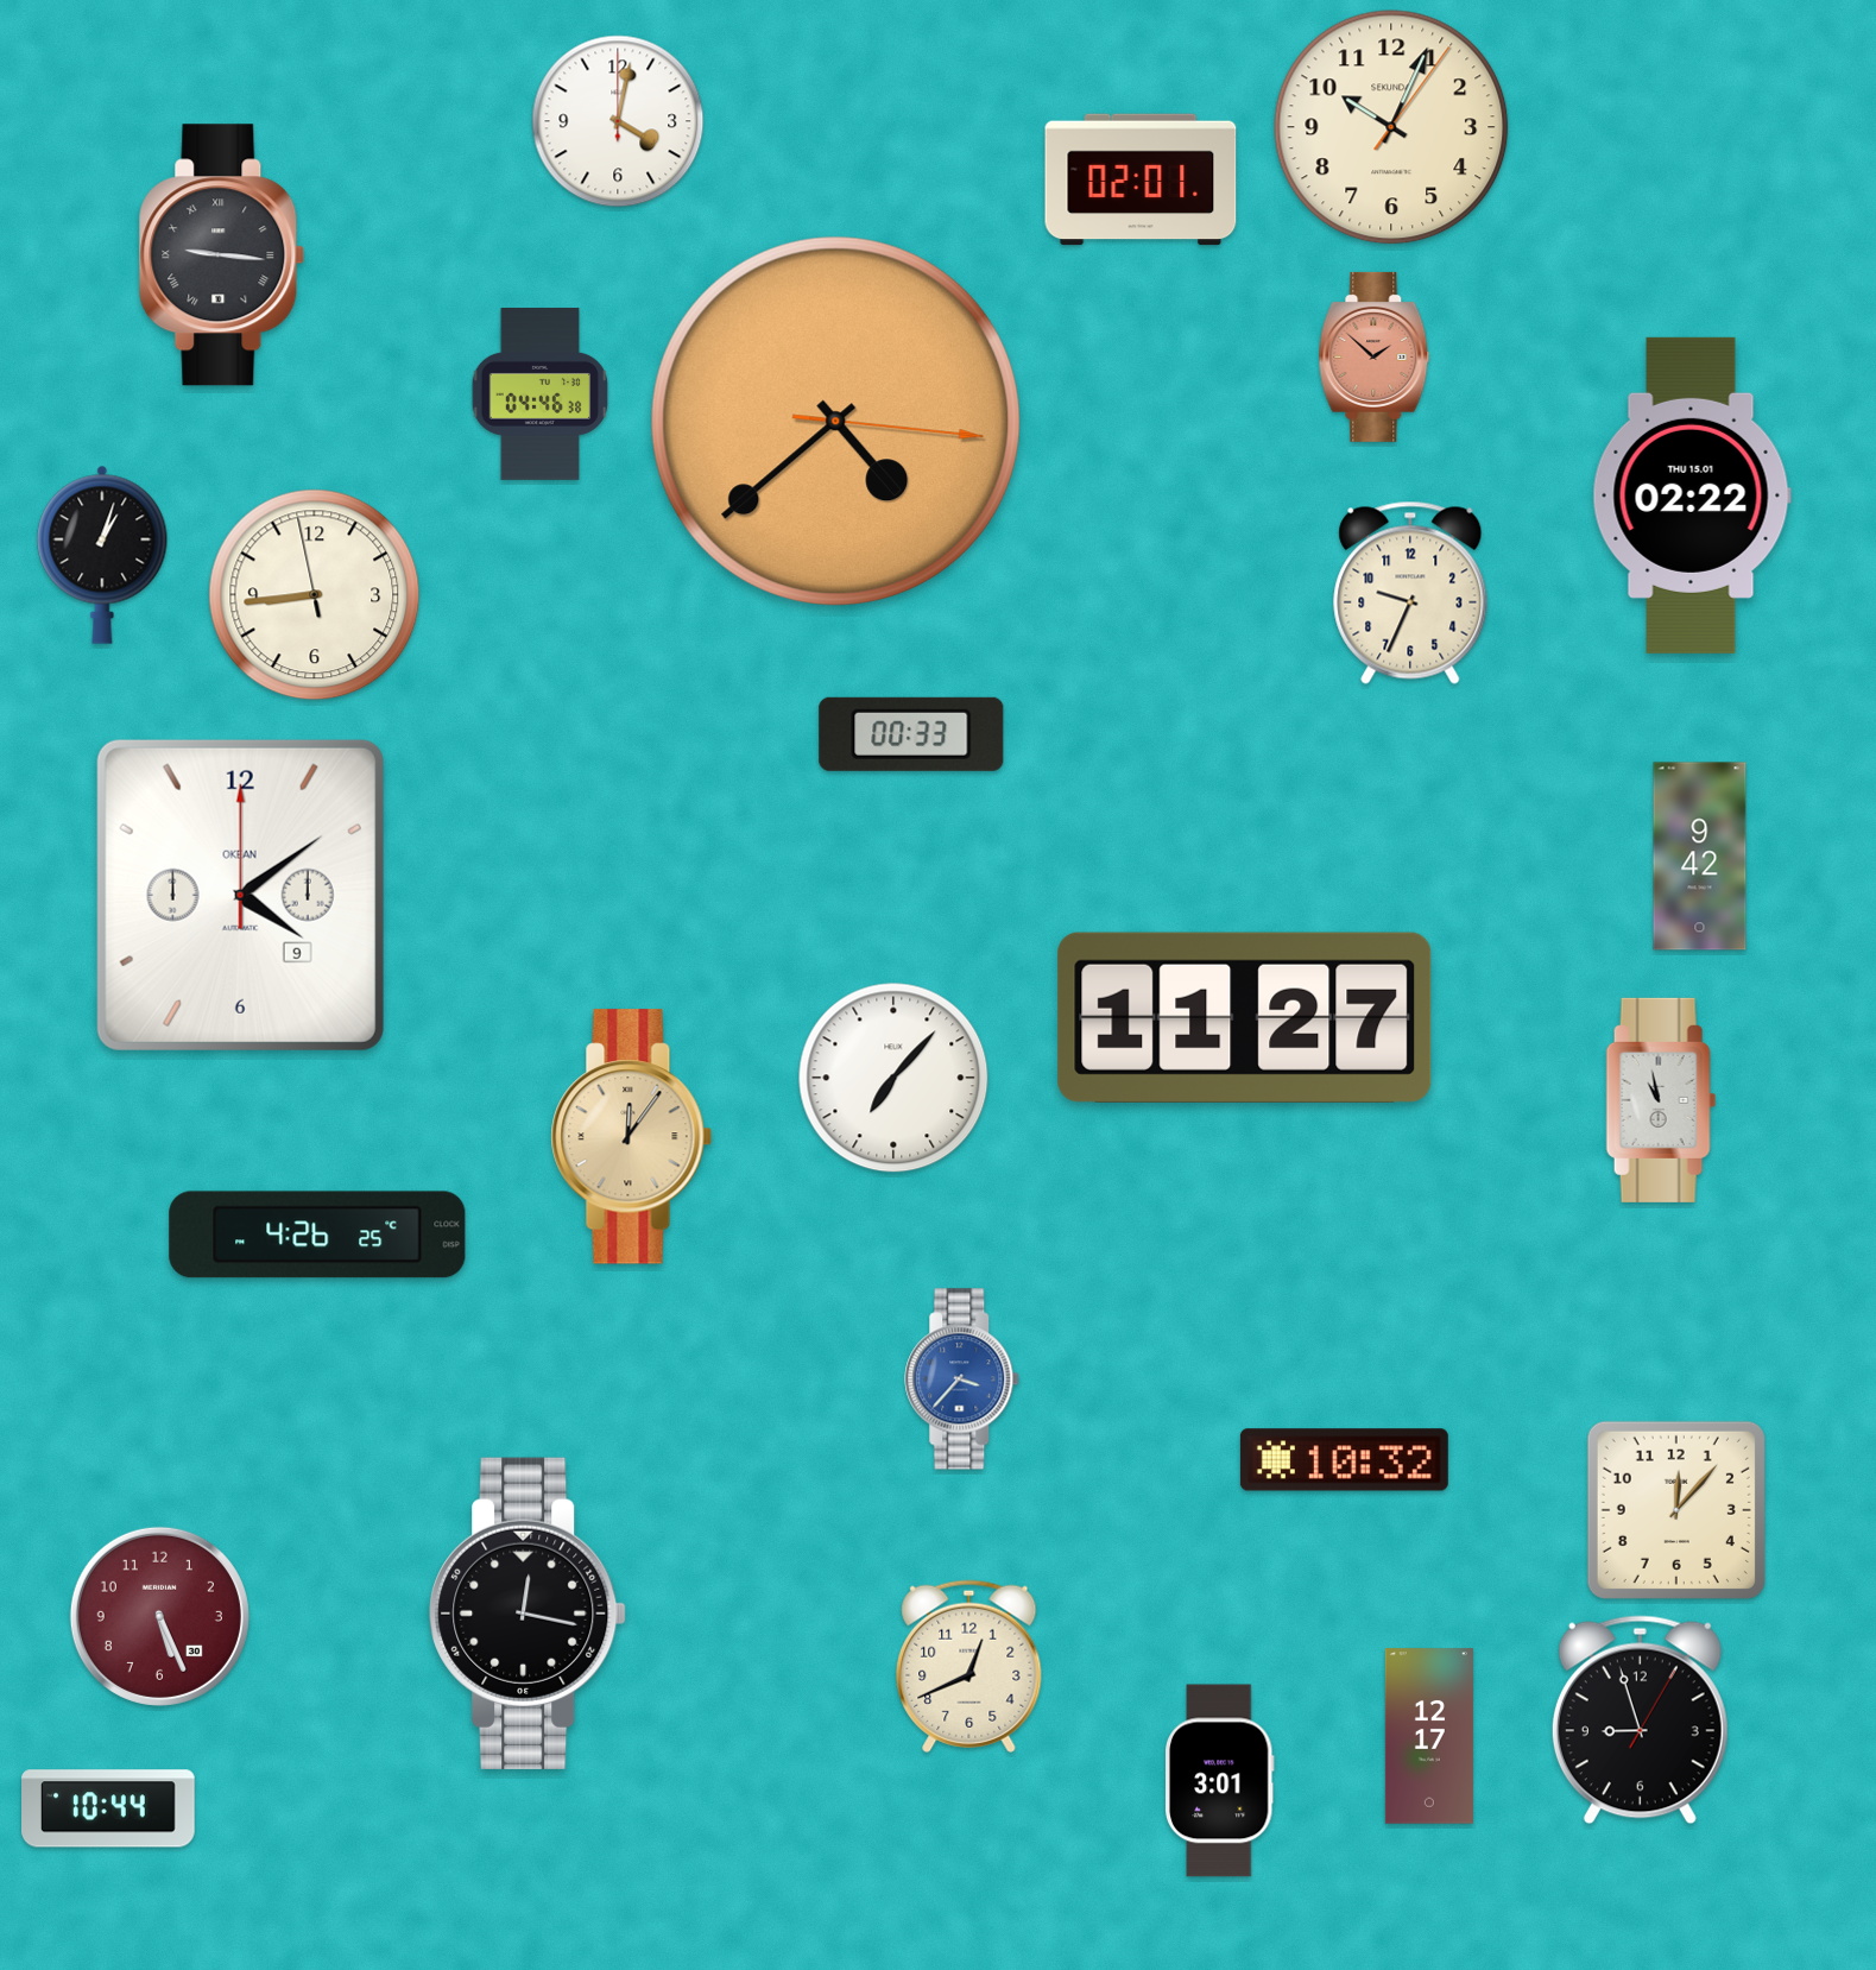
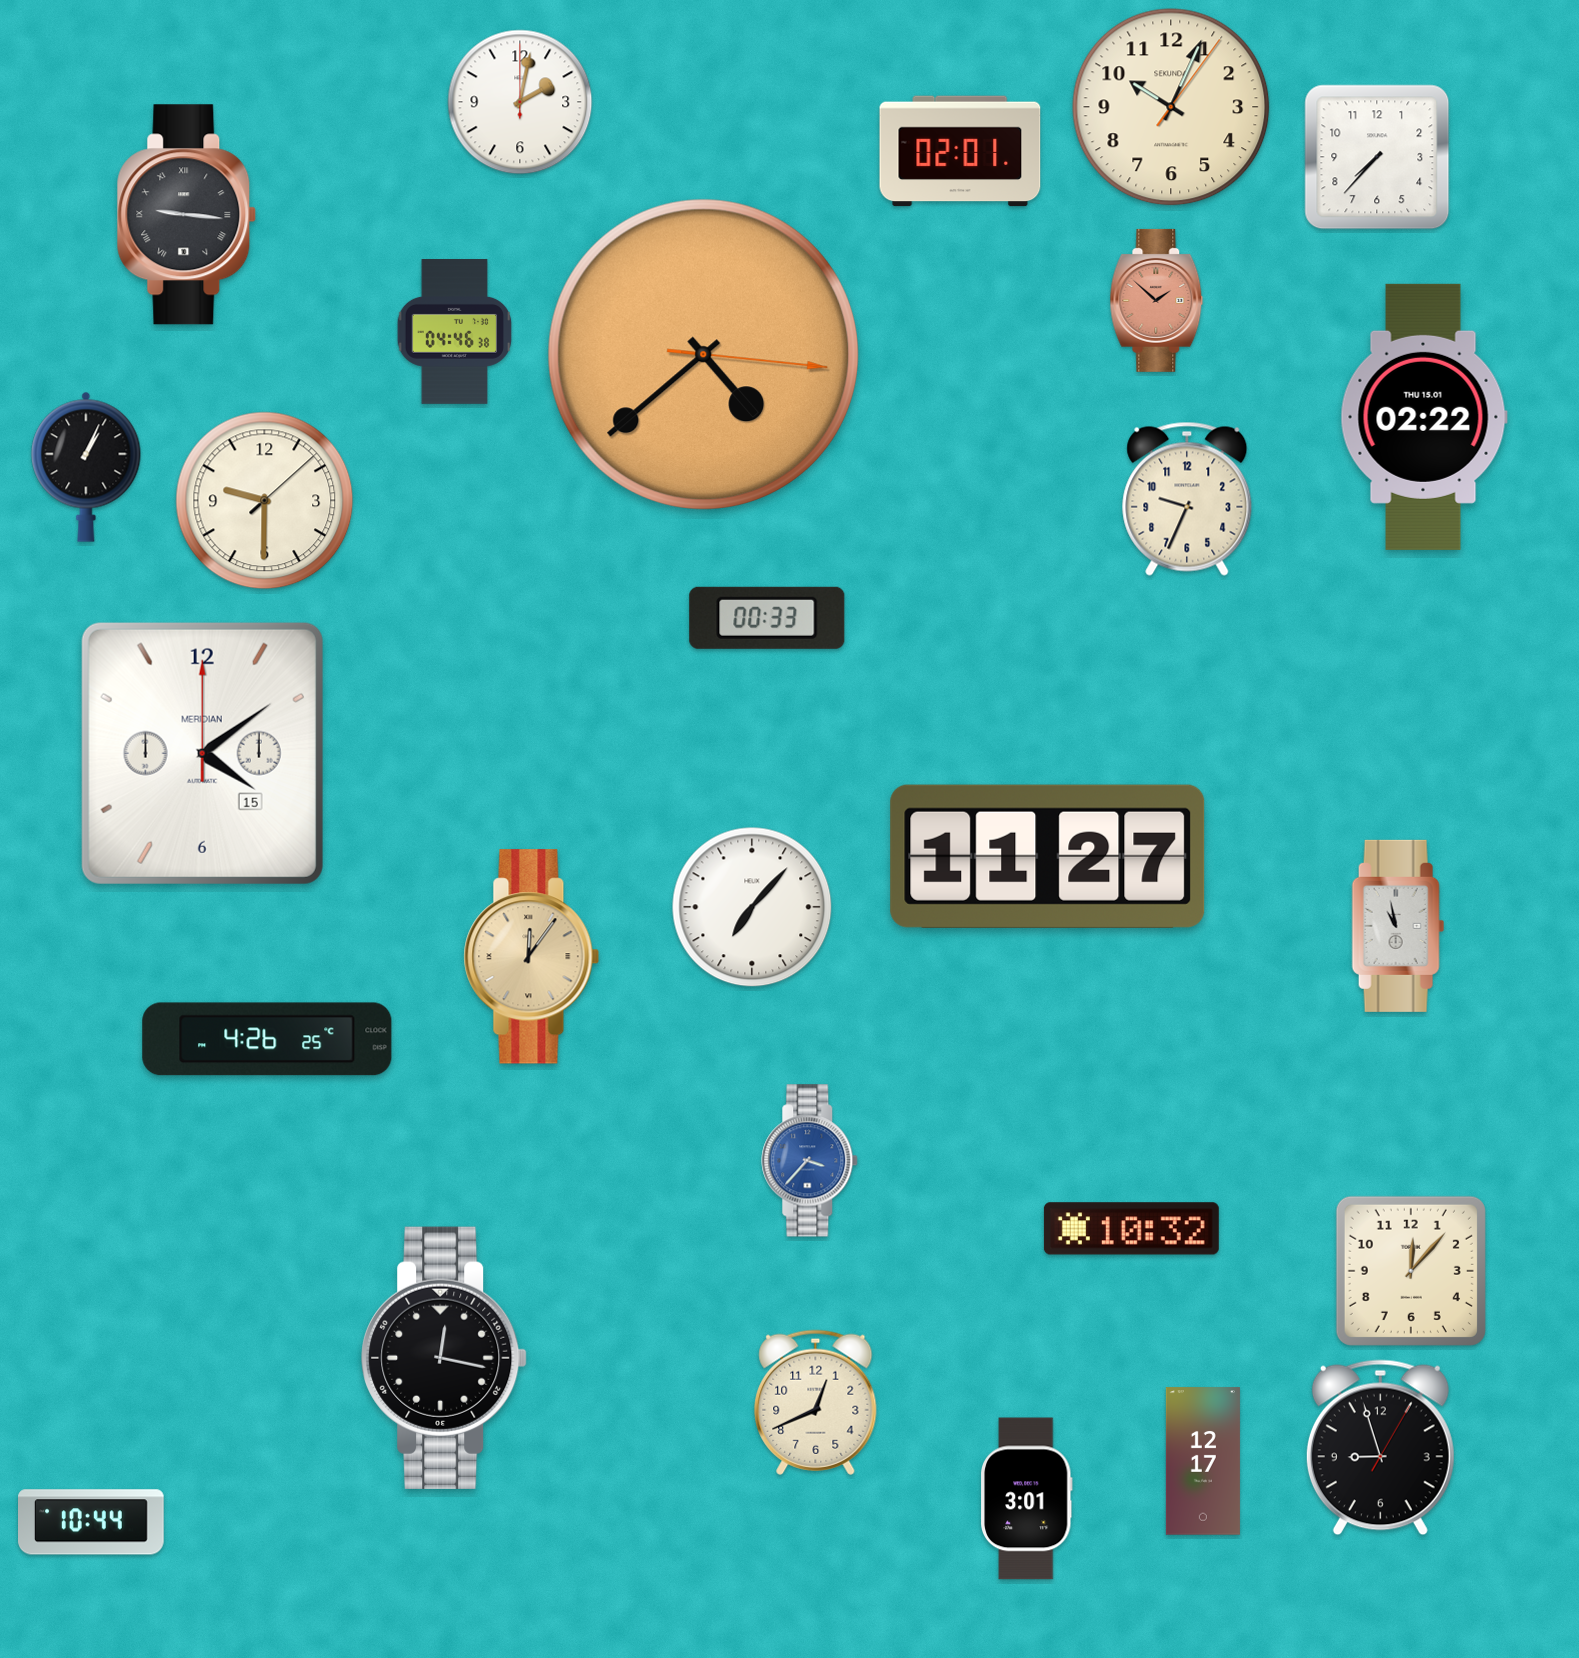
clock at (618, 121): 4:02 -> 2:02
clock at (1377, 157): none -> 7:37
clock at (102, 555): 1:03 -> 1:04
clock at (315, 595): 8:43 -> 9:30
clock at (1700, 857): 9:42 -> none
clock at (240, 895) date: 9 -> 15
clock at (240, 895) brand: OKEAN -> MERIDIAN
clock at (159, 1616): 5:26 -> none
